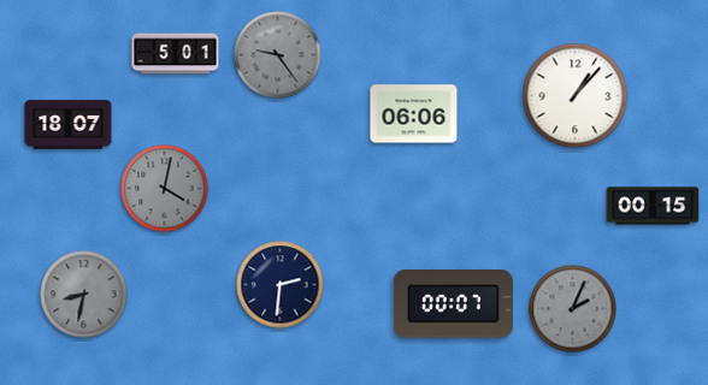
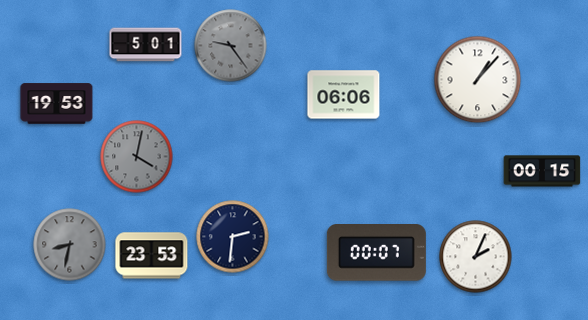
clock at (69, 125): 18:07 -> 19:53
clock at (152, 256): none -> 23:53
clock at (573, 309) dial: grey -> white
